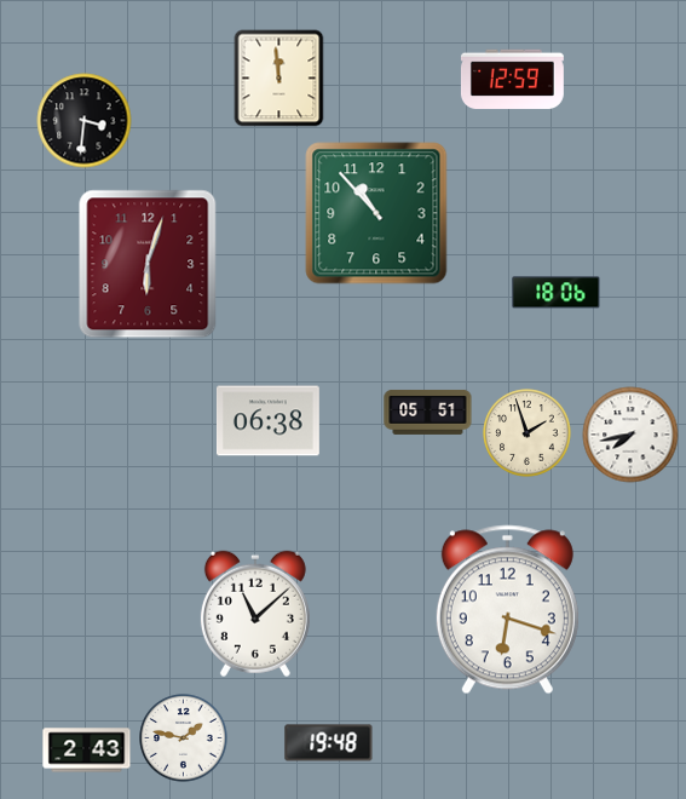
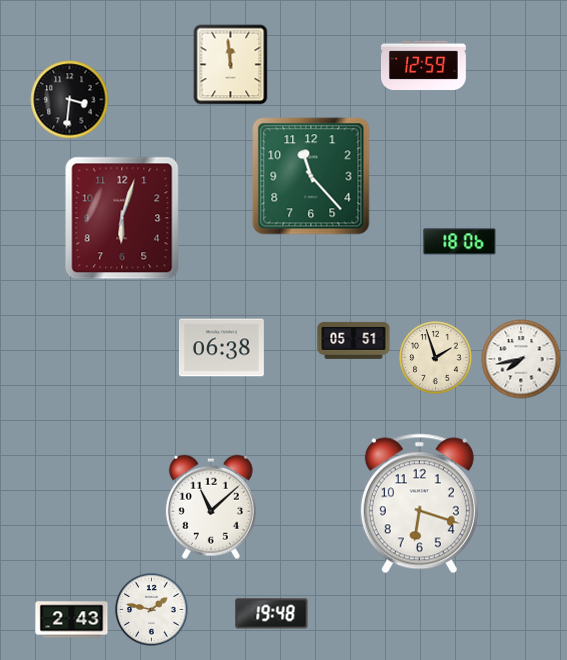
clock at (376, 213): 10:53 -> 11:23
